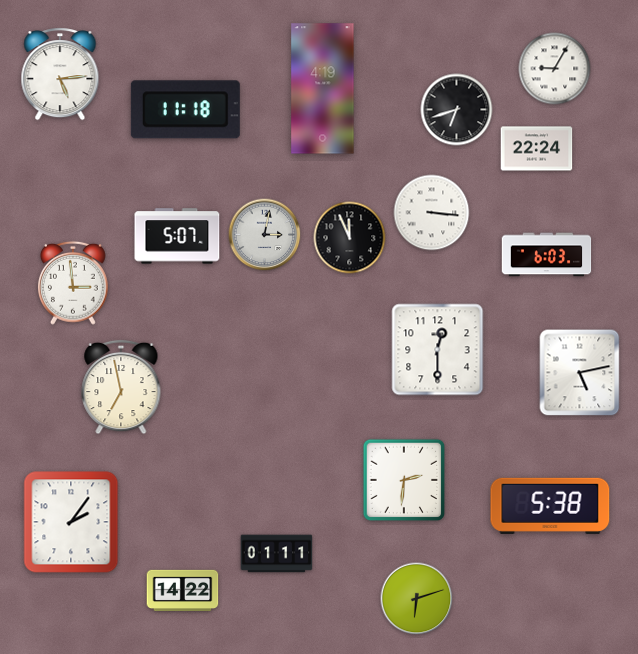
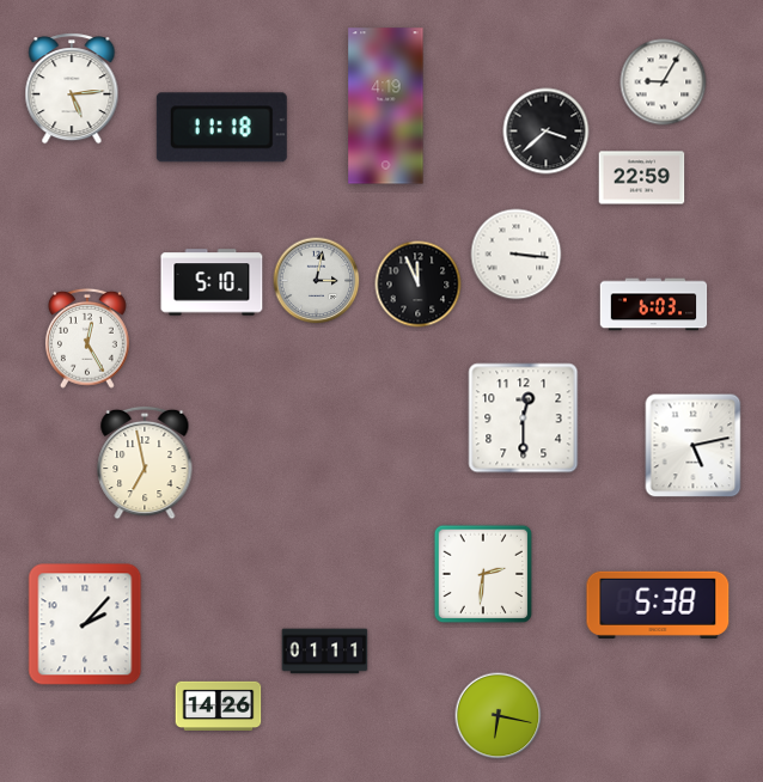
clock at (185, 110) position: (185, 110) -> (221, 128)
clock at (457, 110): 6:42 -> 3:38
clock at (537, 149): 22:24 -> 22:59
clock at (177, 236): 5:07 -> 5:10
clock at (73, 283): 2:59 -> 12:25
clock at (71, 522): 2:06 -> 2:07
clock at (277, 554) position: (277, 554) -> (325, 652)
clock at (183, 590): 14:22 -> 14:26
clock at (417, 599): 6:12 -> 6:17
